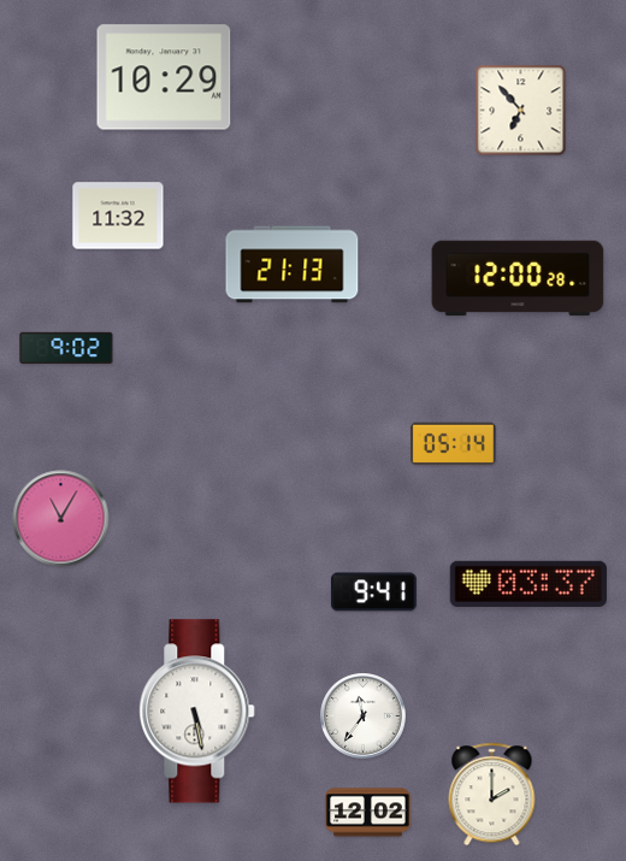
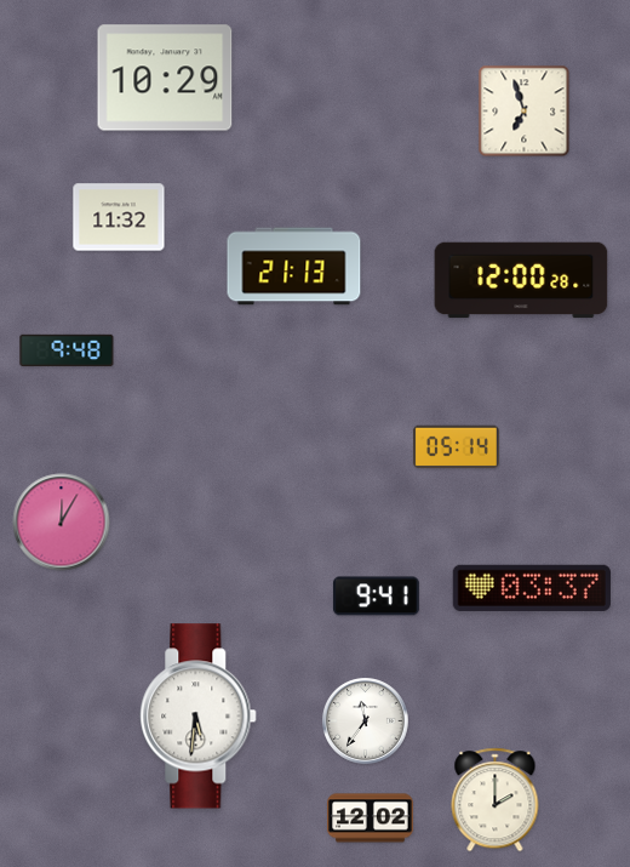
clock at (521, 111): 6:53 -> 6:57
clock at (66, 348): 9:02 -> 9:48
clock at (61, 519): 11:05 -> 12:05
clock at (197, 712): 5:28 -> 5:31
